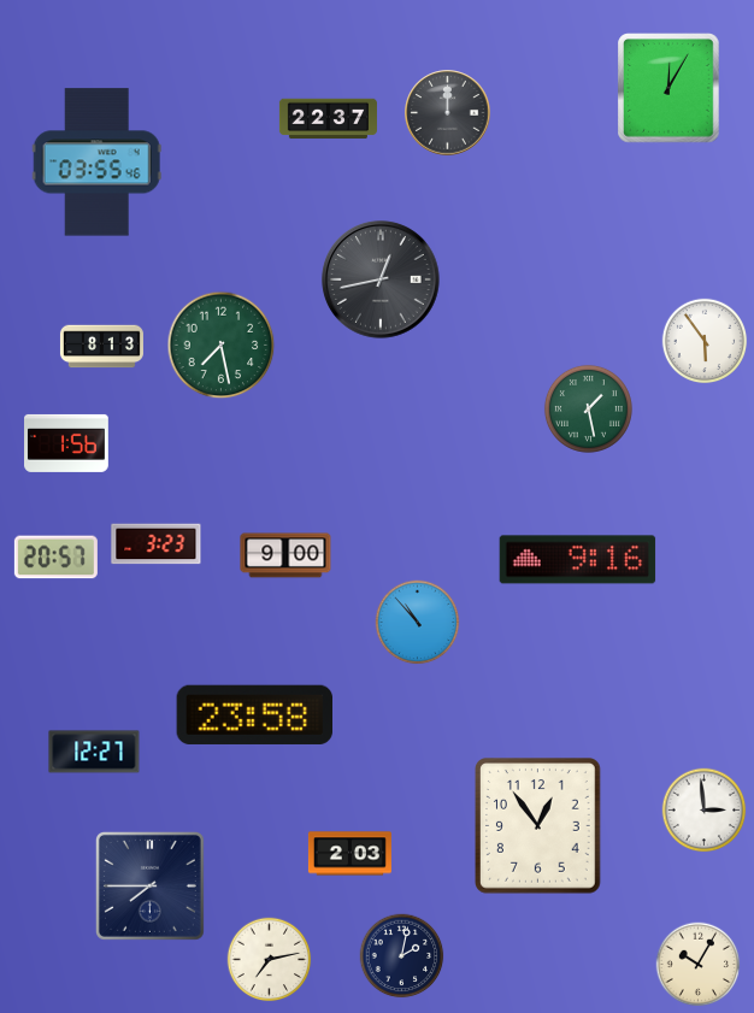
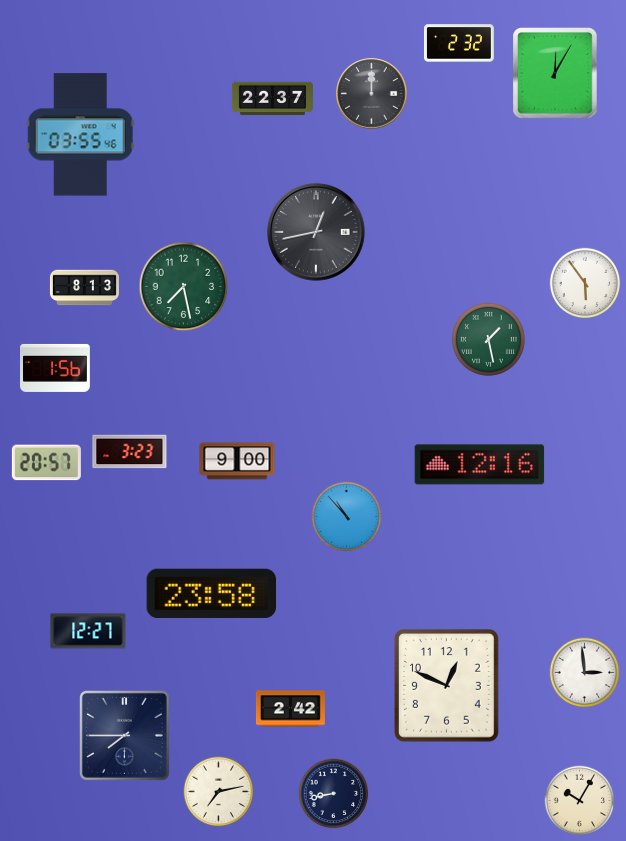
clock at (459, 43): none -> 2:32
clock at (578, 560): 9:16 -> 12:16
clock at (94, 752) position: (94, 752) -> (88, 631)
clock at (538, 826): 12:54 -> 12:49
clock at (349, 854): 2:03 -> 2:42
clock at (402, 956): 2:02 -> 8:43
clock at (270, 960) position: (270, 960) -> (219, 792)
